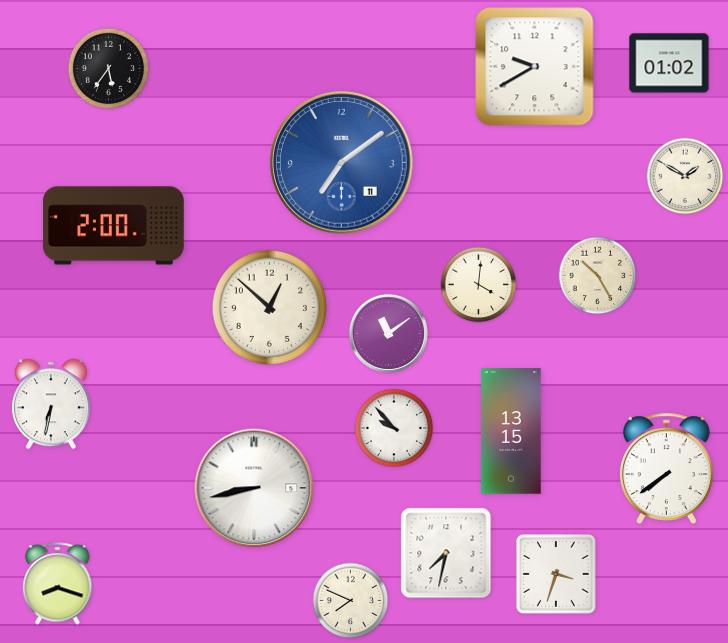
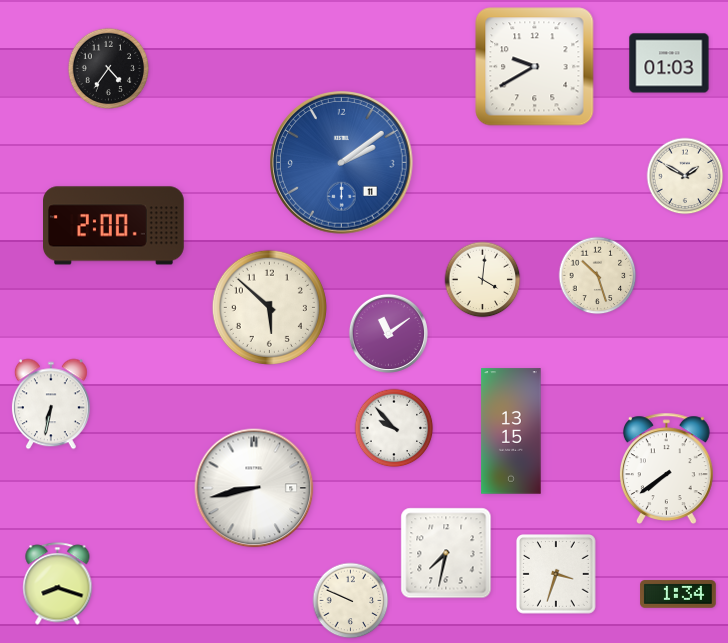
clock at (669, 63): 01:02 -> 01:03
clock at (108, 68): 5:36 -> 4:36
clock at (342, 163): 7:09 -> 2:09
clock at (598, 276): 10:25 -> 10:27
clock at (479, 285) position: (479, 285) -> (483, 280)
clock at (269, 307): 12:52 -> 5:52
clock at (678, 594): none -> 1:34
clock at (351, 601): 7:49 -> 9:49
